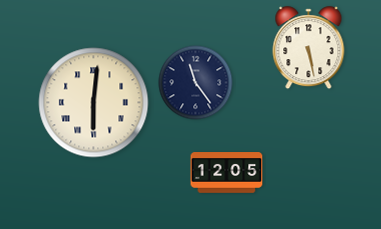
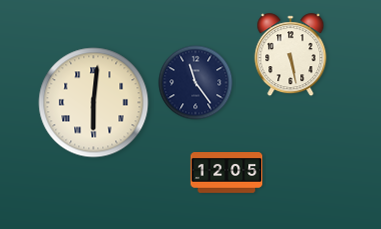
clock at (309, 48) position: (309, 48) -> (291, 55)
